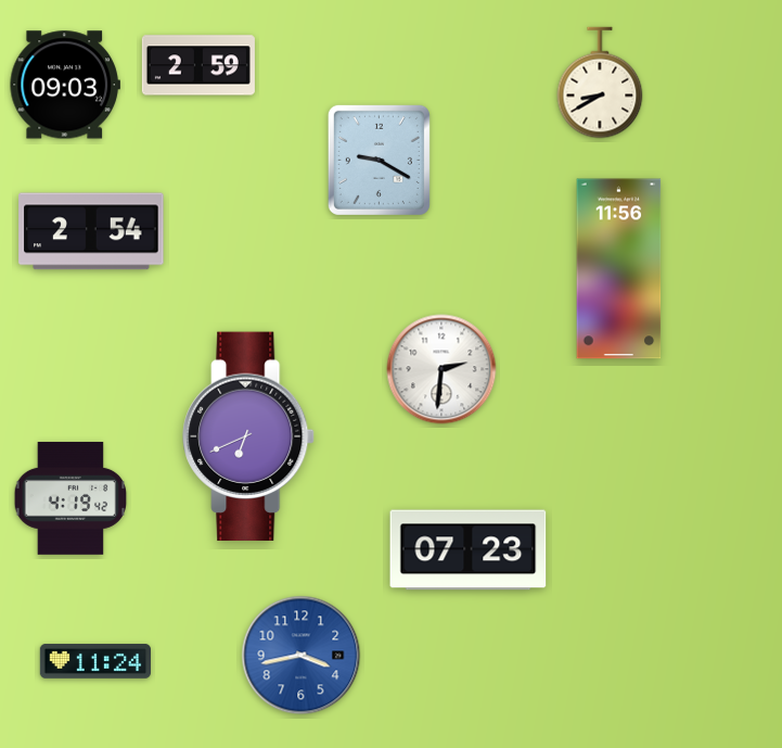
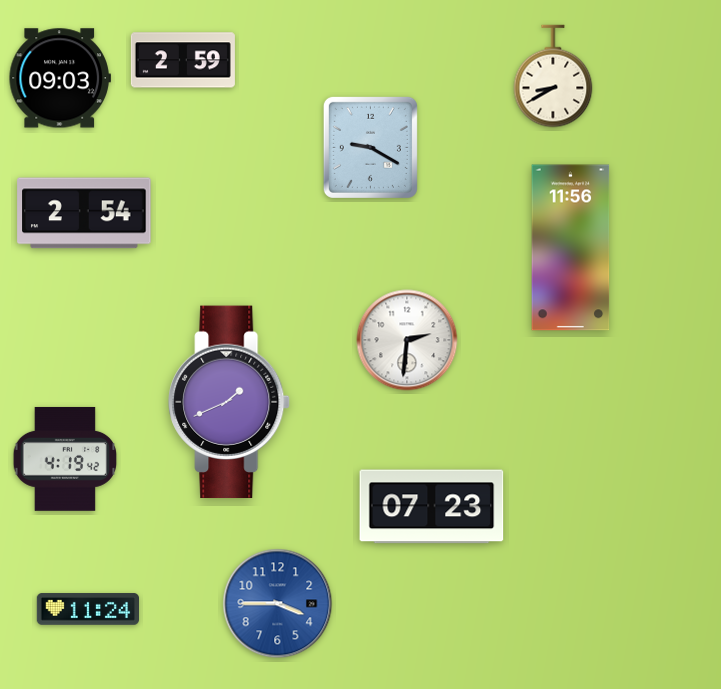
clock at (379, 160) position: (379, 160) -> (370, 147)
clock at (248, 436): 6:41 -> 1:41
clock at (302, 656): 3:43 -> 3:45
